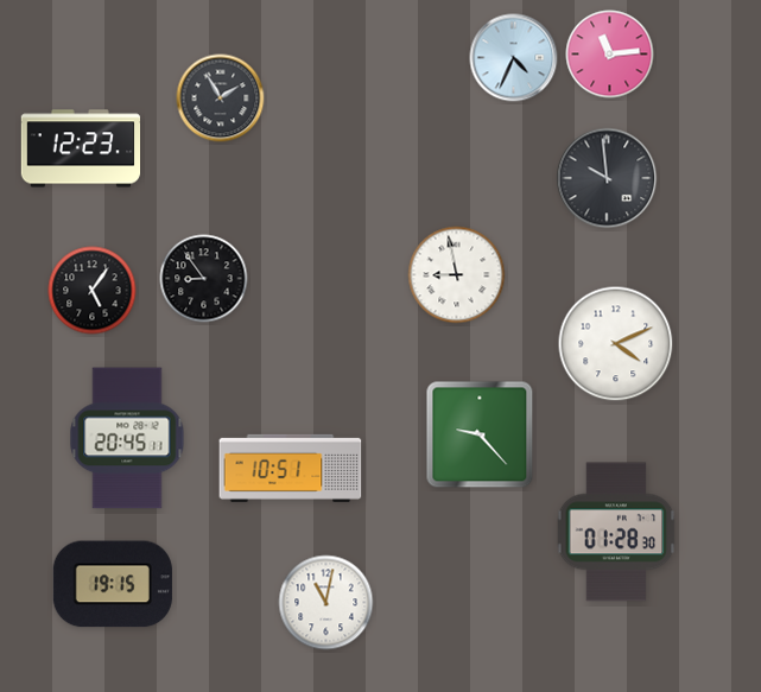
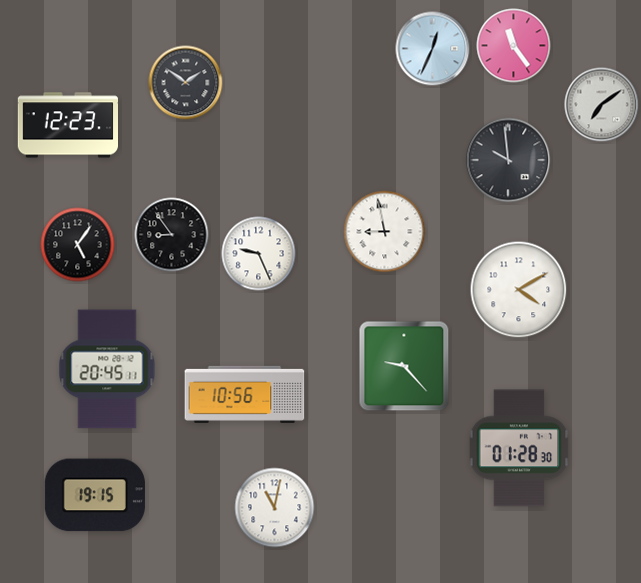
clock at (610, 55): 11:14 -> 11:24
clock at (514, 58): 4:34 -> 12:34
clock at (221, 99): 1:55 -> 1:51
clock at (602, 105): none -> 7:09
clock at (607, 178) position: (607, 178) -> (508, 160)
clock at (259, 254): none -> 9:26
clock at (616, 344): 4:11 -> 4:10
clock at (291, 468): 10:51 -> 10:56
clock at (113, 584) position: (113, 584) -> (95, 495)
